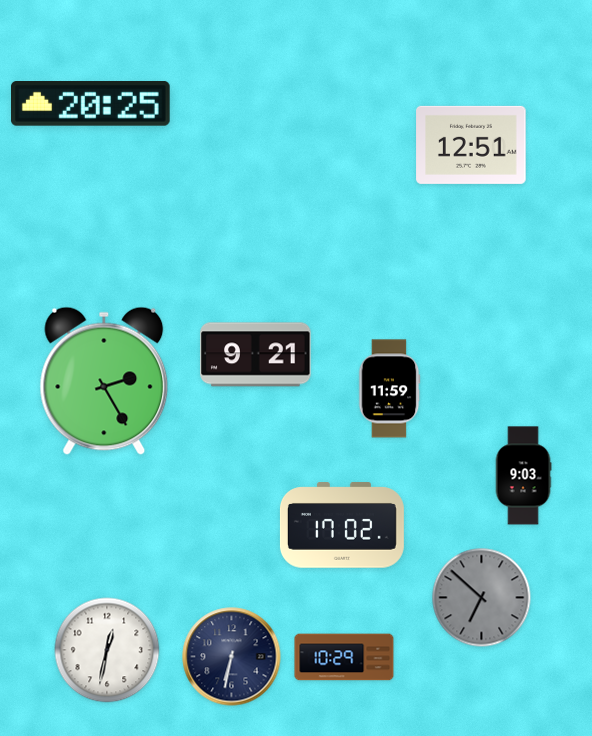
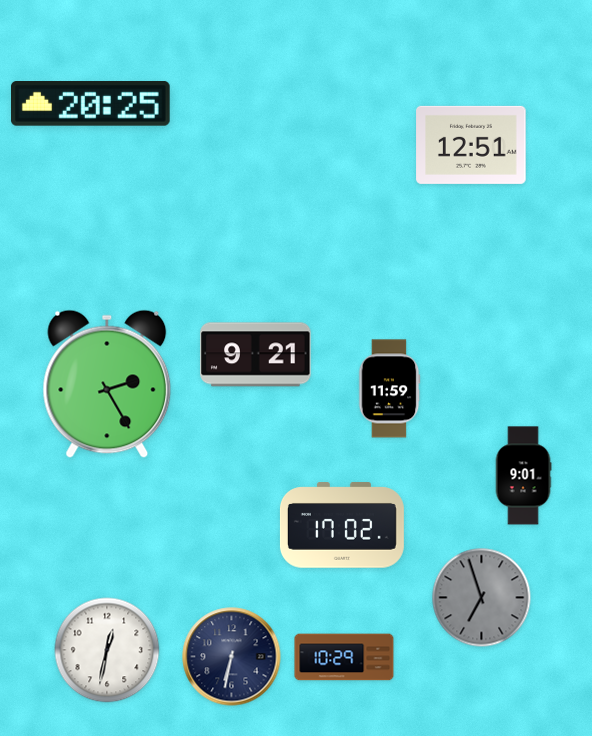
clock at (104, 381) position: (104, 381) -> (107, 384)
clock at (523, 476): 9:03 -> 9:01
clock at (482, 598): 6:52 -> 6:57
